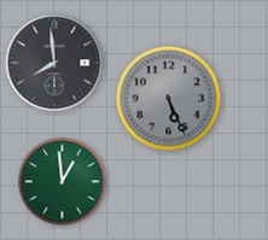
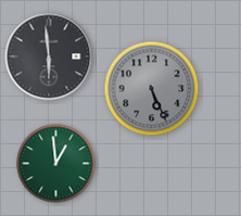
clock at (54, 63): 7:59 -> 5:59
